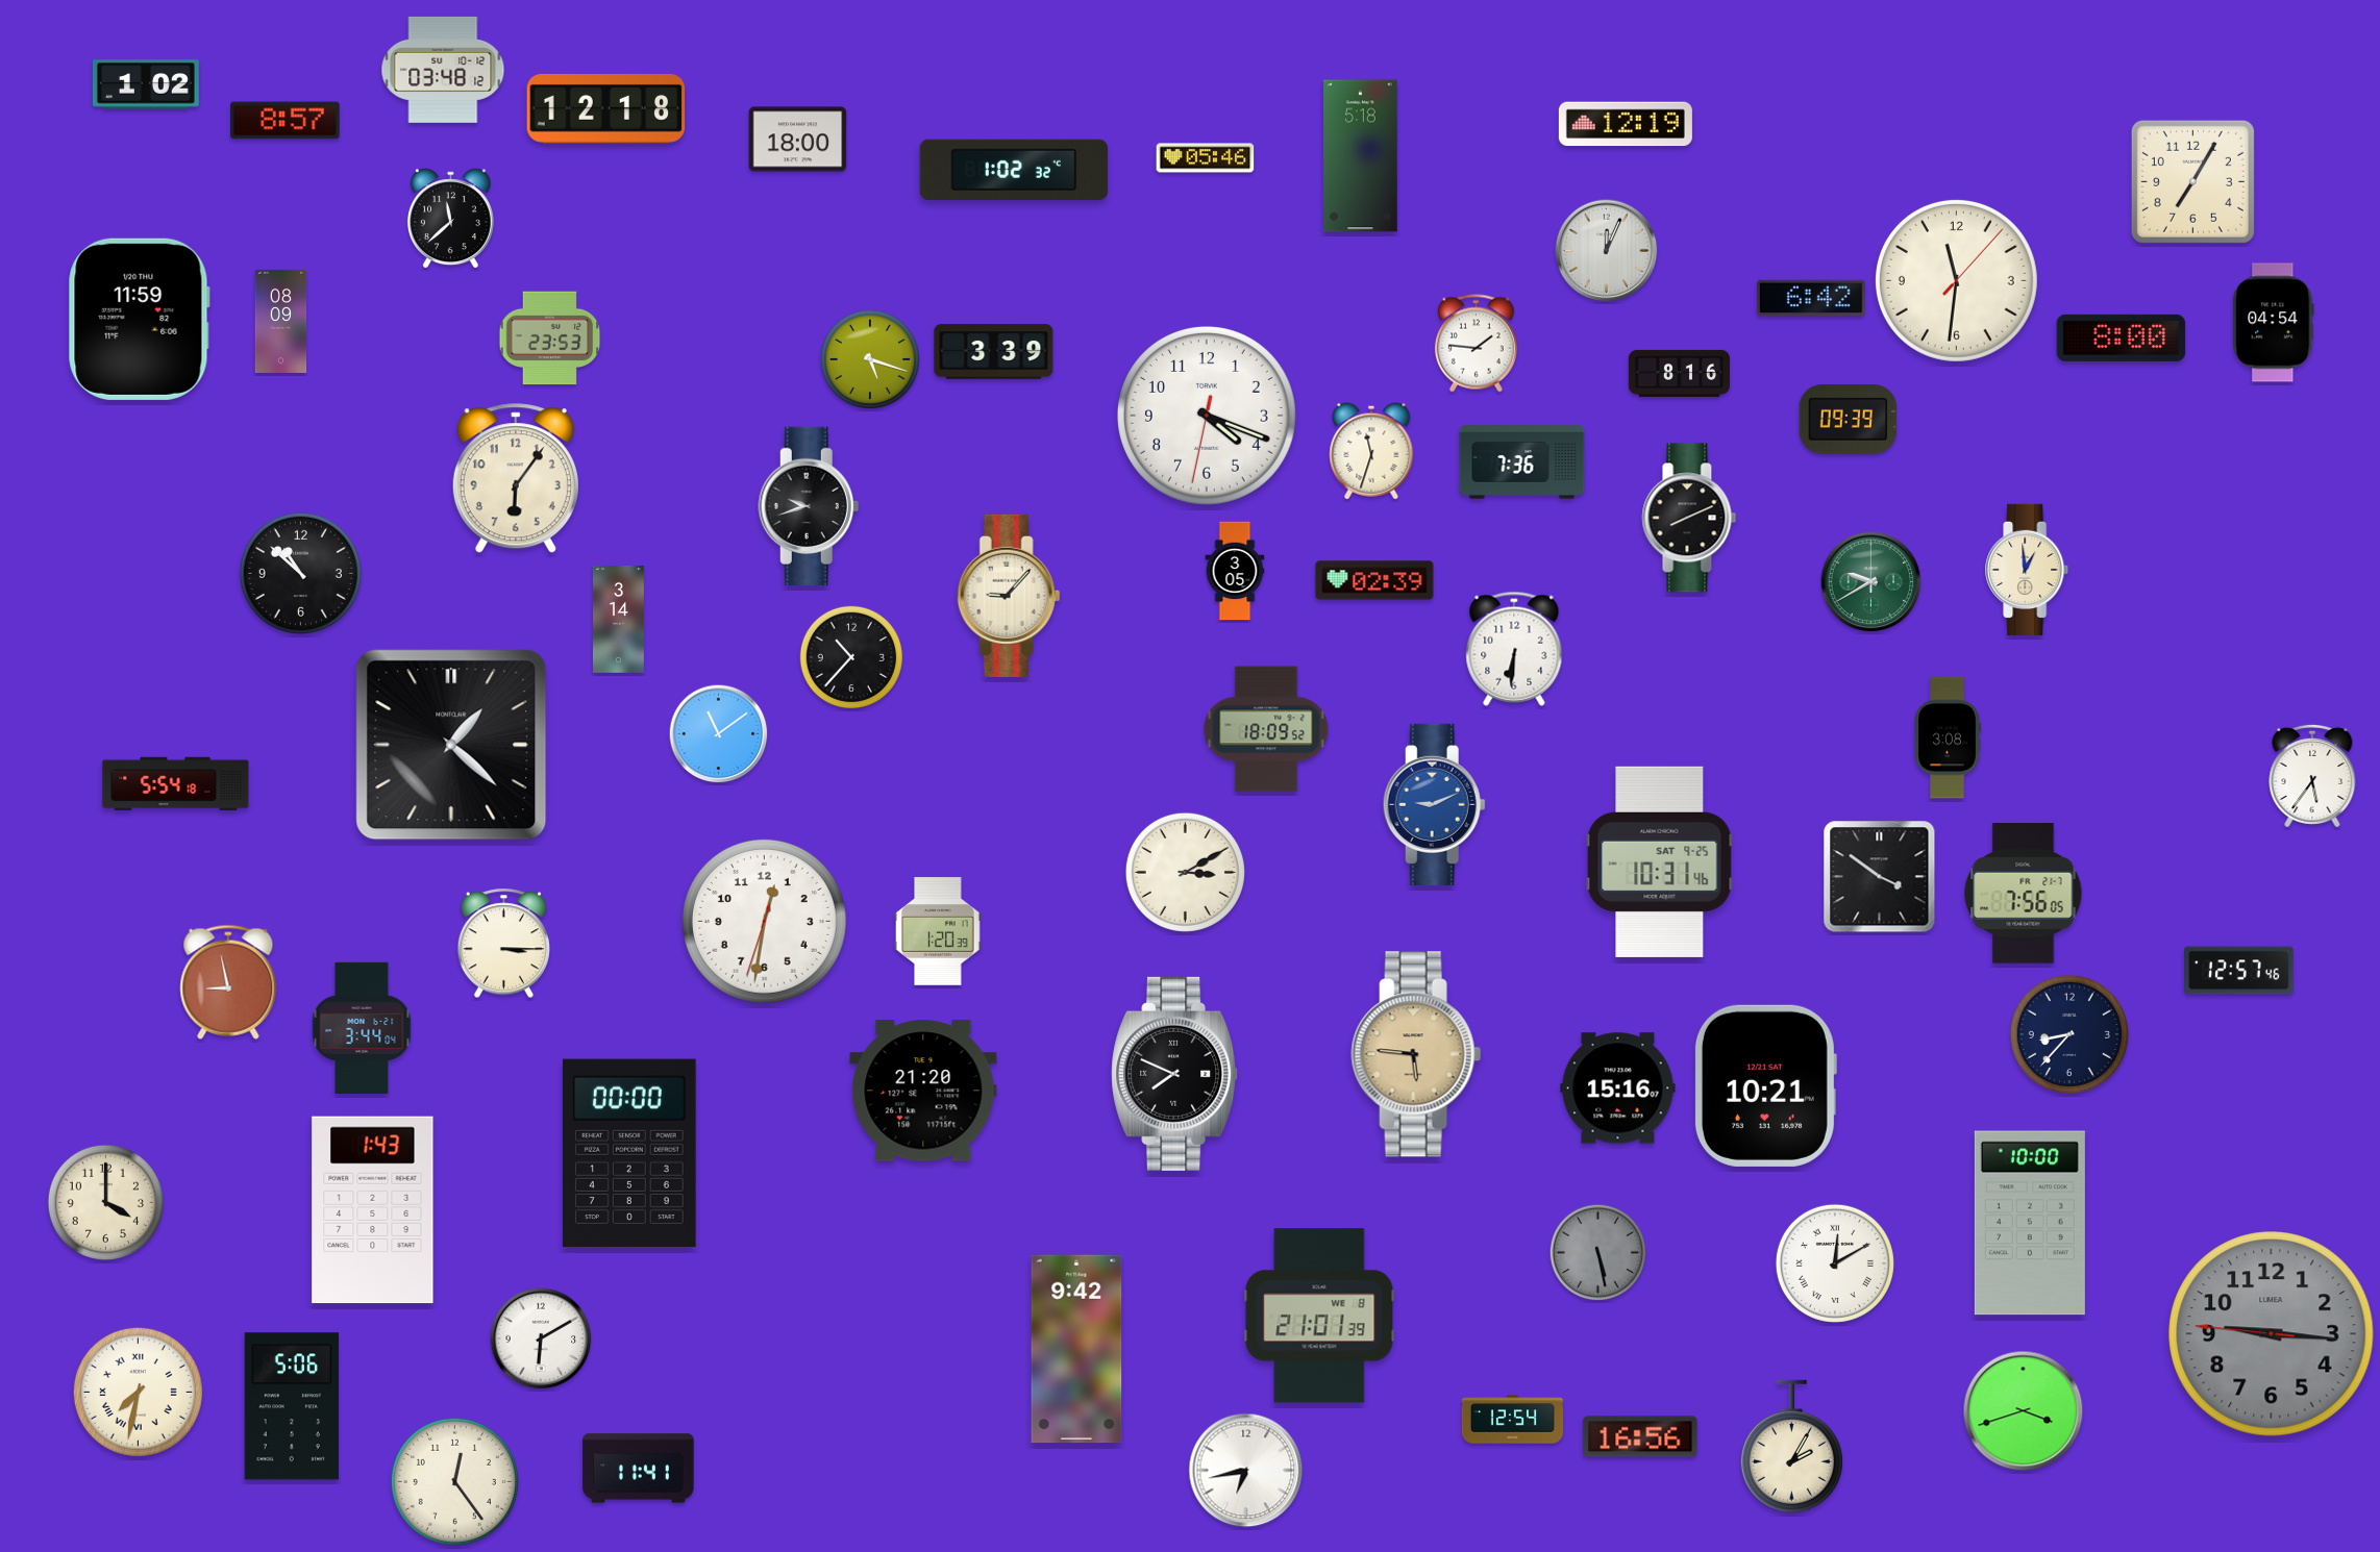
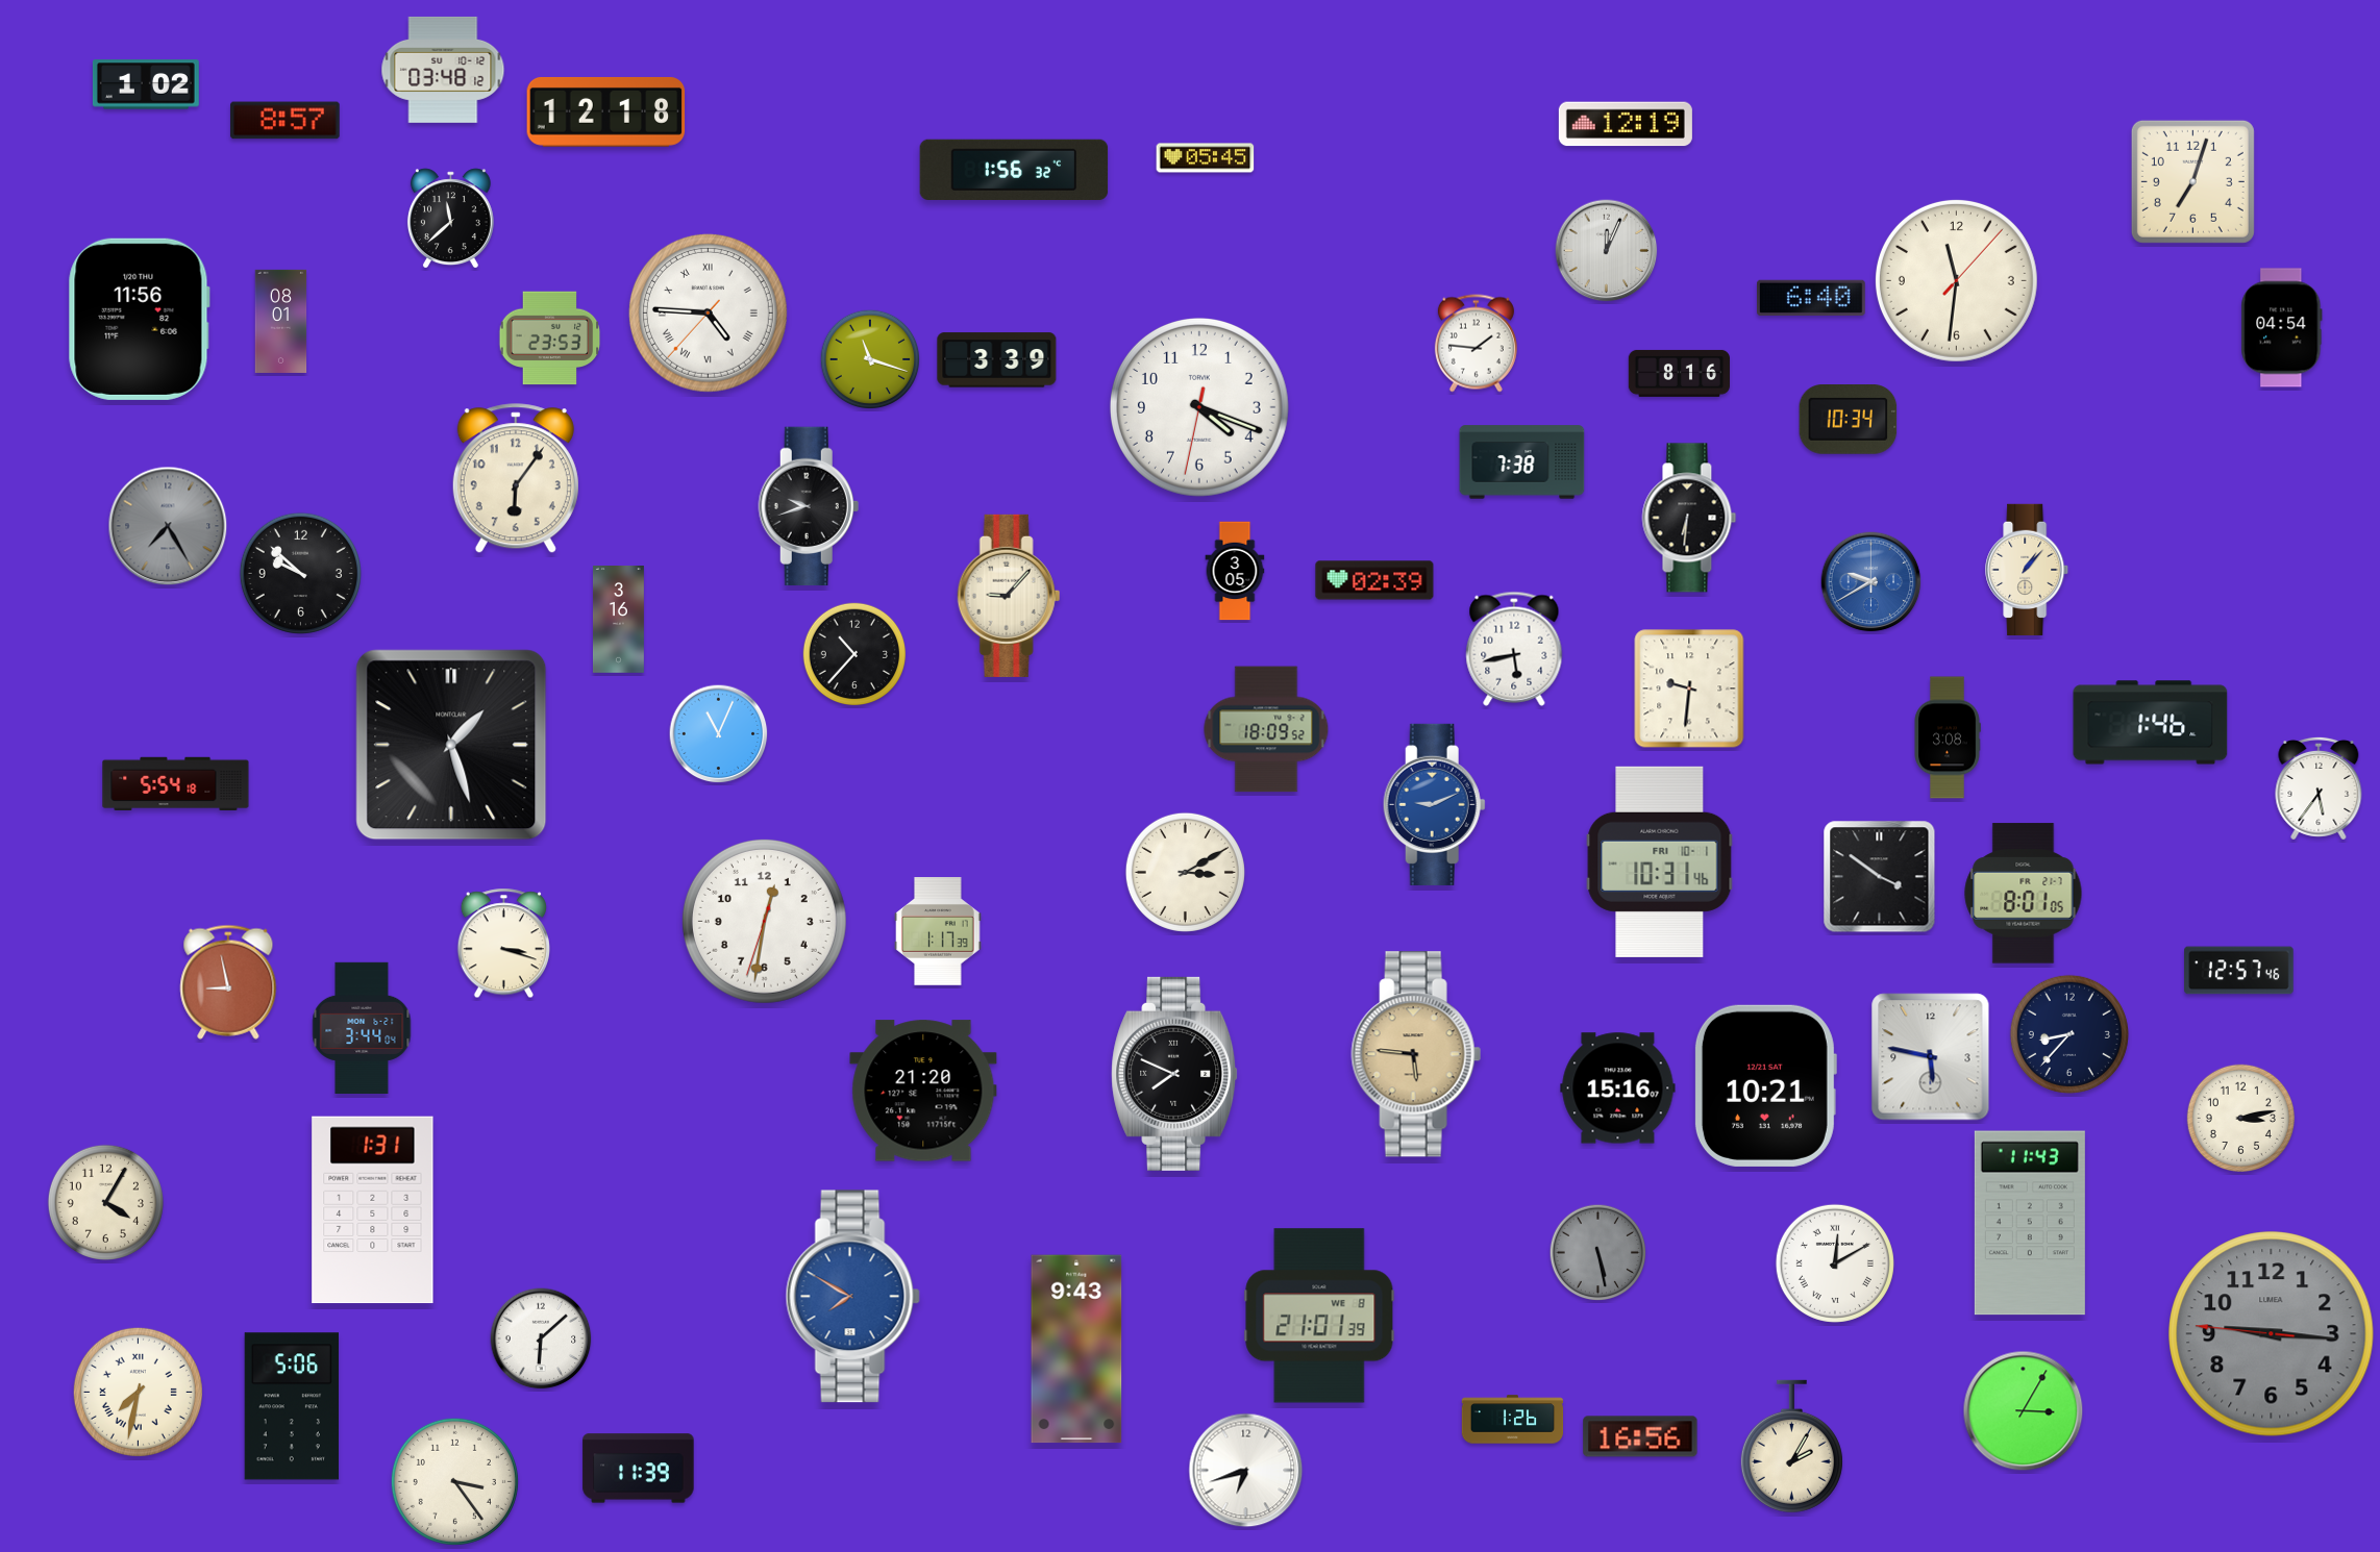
clock at (606, 108) position: (606, 108) -> (606, 111)
clock at (798, 140): 18:00 -> none
clock at (1361, 156): 5:18 -> none
clock at (1206, 158): 05:46 -> 05:45
clock at (1014, 169): 1:02 -> 1:56
clock at (2192, 181): 7:05 -> 7:03
clock at (1812, 298): 6:42 -> 6:40
clock at (708, 312): none -> 4:45
clock at (139, 319): 11:59 -> 11:56
clock at (281, 321): 08:09 -> 08:01
clock at (2274, 323) position: (2274, 323) -> (2282, 328)
clock at (2122, 337): 8:00 -> none
clock at (994, 352) position: (994, 352) -> (997, 360)
clock at (870, 359): 5:18 -> 11:18
clock at (1207, 416) position: (1207, 416) -> (1199, 407)
clock at (1849, 420): 09:39 -> 10:34
clock at (1371, 451): 11:33 -> none
clock at (1522, 462): 7:36 -> 7:38
clock at (1689, 518): 8:11 -> 6:31
clock at (168, 526): none -> 7:25
clock at (2028, 570): 12:59 -> 1:07
clock at (300, 573): 10:52 -> 9:52
clock at (1871, 582) dial: green -> blue
clock at (618, 620): 3:14 -> 3:16
clock at (1514, 649): 6:31 -> 5:43
clock at (851, 657) position: (851, 657) -> (854, 654)
clock at (1689, 689): none -> 9:31
clock at (2151, 723): none -> 1:46
clock at (719, 734): 11:09 -> 11:04
clock at (451, 745): 1:22 -> 1:27
clock at (2312, 776) position: (2312, 776) -> (2319, 788)
clock at (1660, 861) date: SAT 9-25 -> FRI 10-1
clock at (2024, 894): 7:56 -> 8:01
clock at (938, 931): 1:20 -> 1:17
clock at (503, 944): 3:15 -> 3:18
clock at (1931, 1057): none -> 5:47
clock at (2240, 1118): none -> 3:13
clock at (629, 1152): 00:00 -> none
clock at (105, 1202): 4:00 -> 4:05
clock at (373, 1210): 1:43 -> 1:31
clock at (2030, 1223): 10:00 -> 11:43
clock at (852, 1297): none -> 7:50
clock at (541, 1338): 6:10 -> 6:08
clock at (1076, 1349): 9:42 -> 9:43
clock at (2024, 1411): 3:42 -> 3:05
clock at (1513, 1420): 12:54 -> 1:26
clock at (639, 1469): 11:41 -> 11:39
clock at (1246, 1471): 6:43 -> 6:42
clock at (454, 1481): 12:24 -> 3:24
